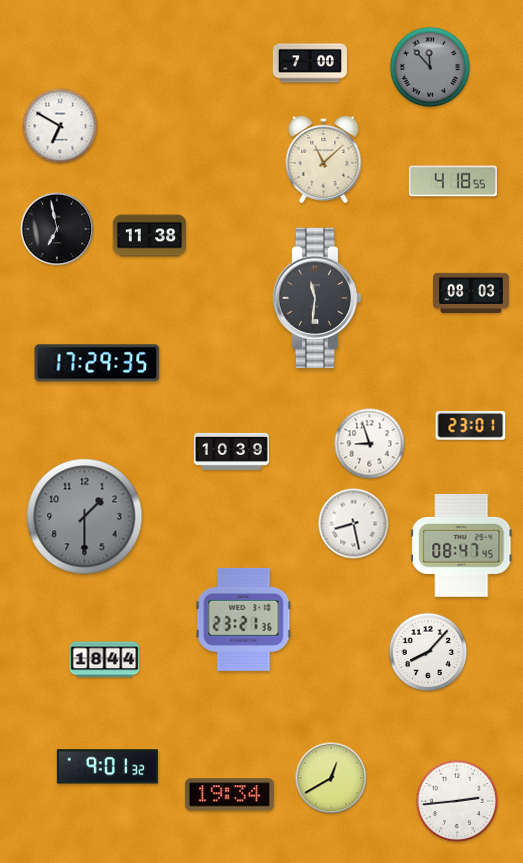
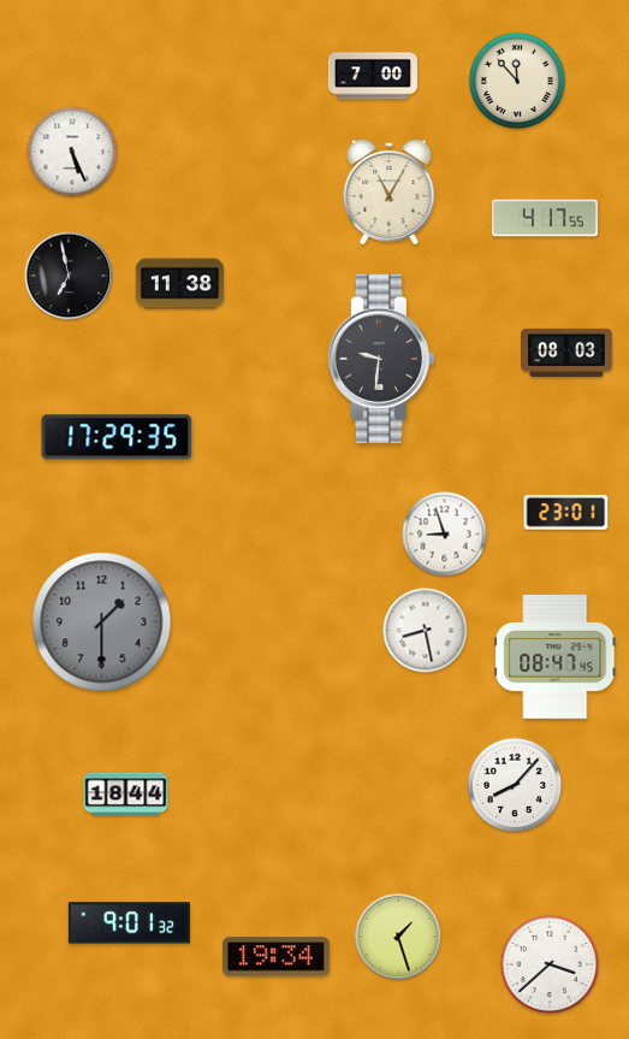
clock at (430, 67) dial: grey -> cream
clock at (60, 126): 6:50 -> 5:26
clock at (324, 158): 11:08 -> 11:05
clock at (453, 181): 4:18 -> 4:17
clock at (317, 298): 11:31 -> 9:31
clock at (231, 451): 10:39 -> none
clock at (244, 619): 23:21 -> none
clock at (331, 778): 12:40 -> 1:27
clock at (457, 801): 2:44 -> 3:38
